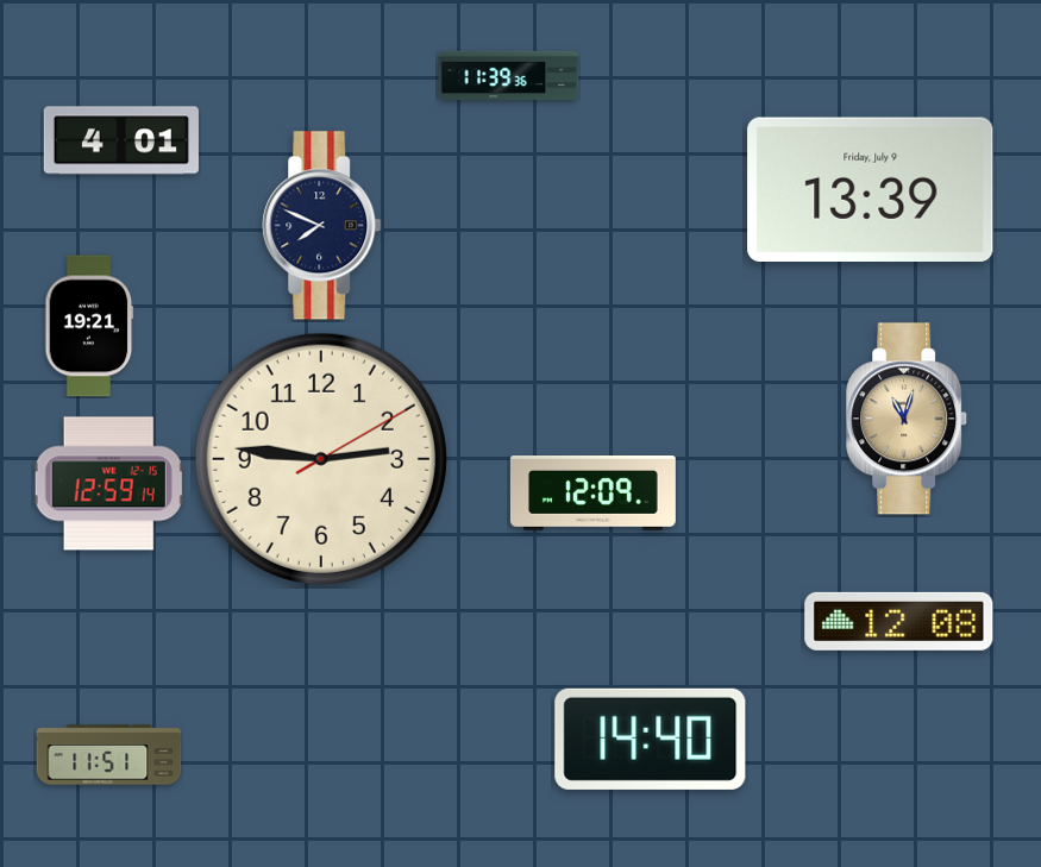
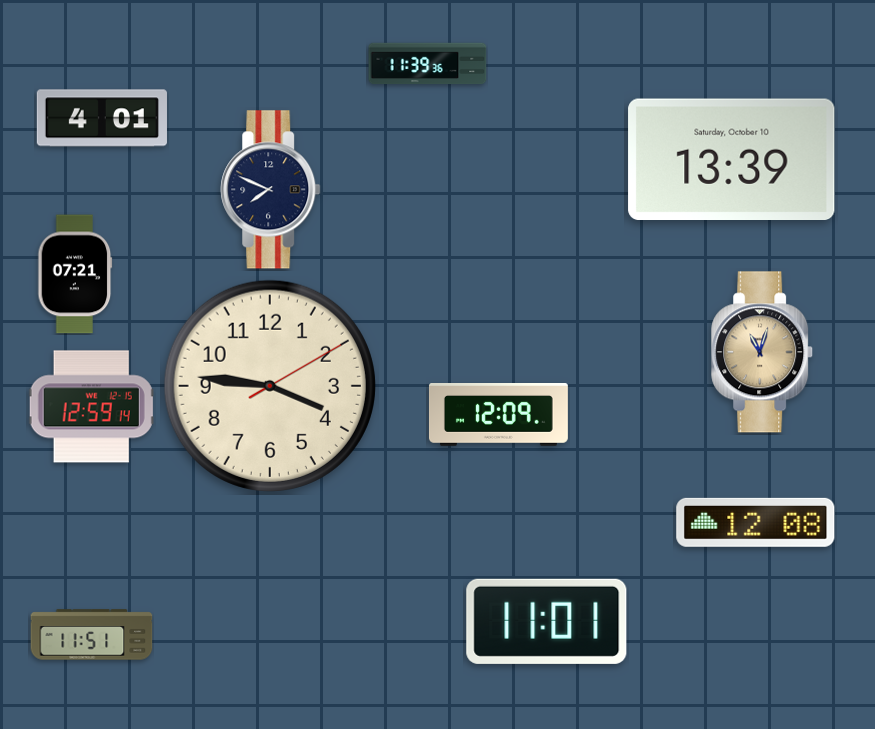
clock at (871, 189) date: Friday, July 9 -> Saturday, October 10
clock at (89, 326): 19:21 -> 07:21
clock at (321, 459): 2:46 -> 3:46
clock at (651, 739): 14:40 -> 11:01
